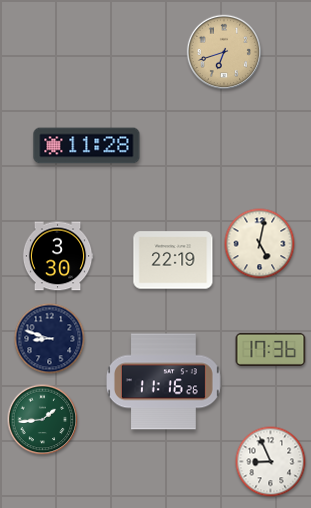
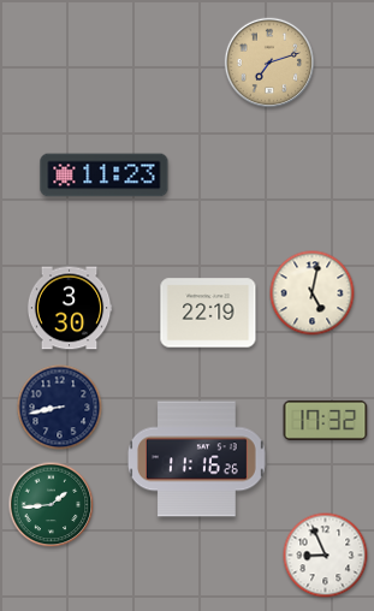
clock at (224, 52): 6:42 -> 7:12
clock at (87, 146): 11:28 -> 11:23
clock at (50, 339): 8:48 -> 8:43
clock at (271, 349): 17:36 -> 17:32
